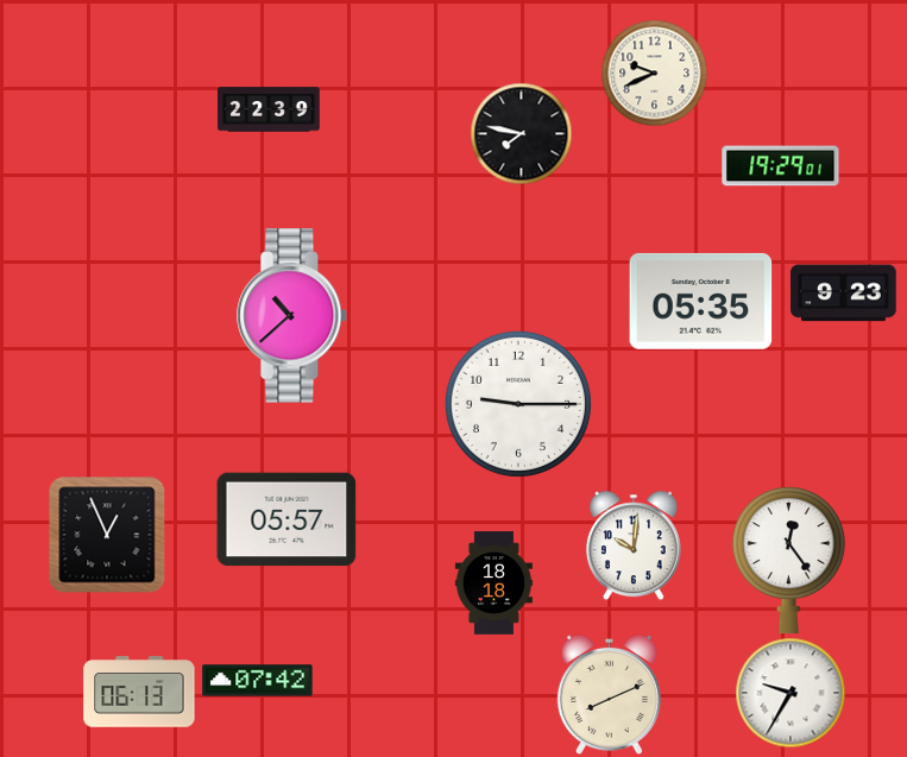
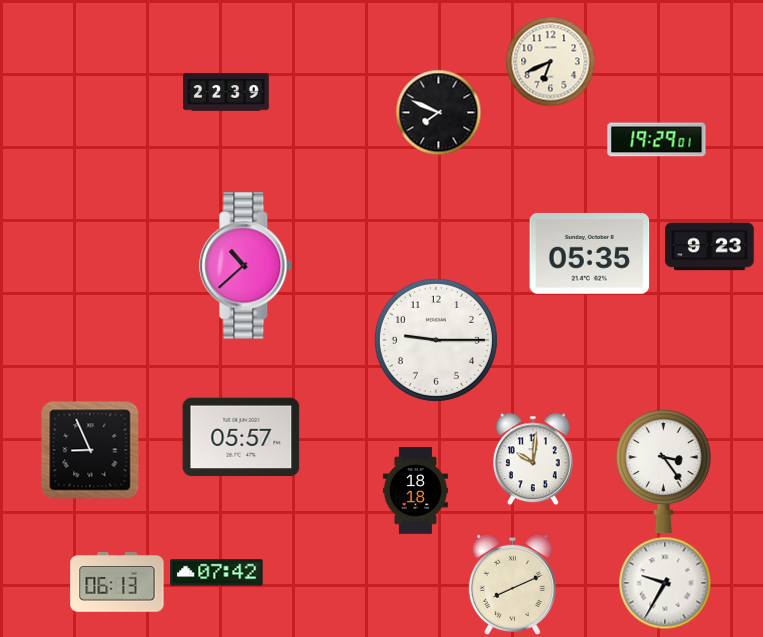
clock at (654, 72): 9:41 -> 6:41
clock at (521, 133): 7:47 -> 7:49
clock at (107, 535): 12:56 -> 8:56
clock at (788, 561): 12:24 -> 3:24
